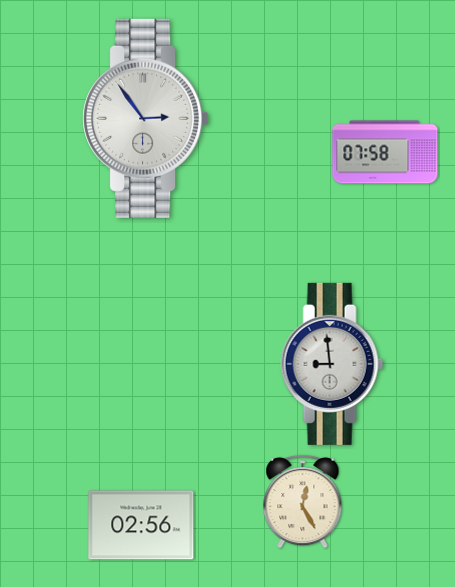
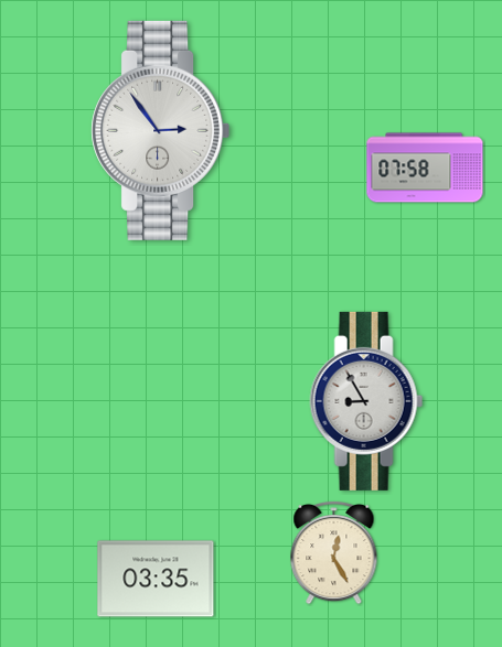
clock at (332, 364): 8:59 -> 8:55
clock at (141, 525): 02:56 -> 03:35
